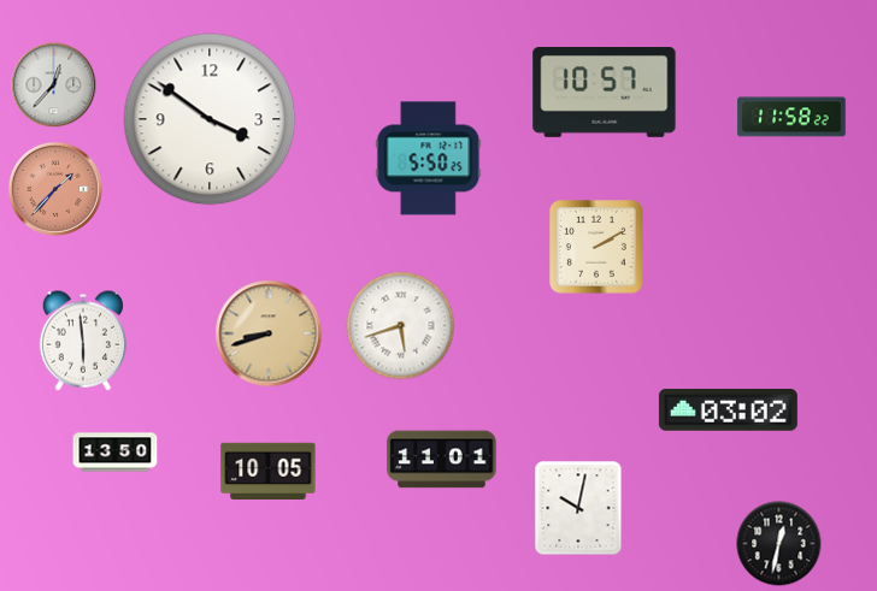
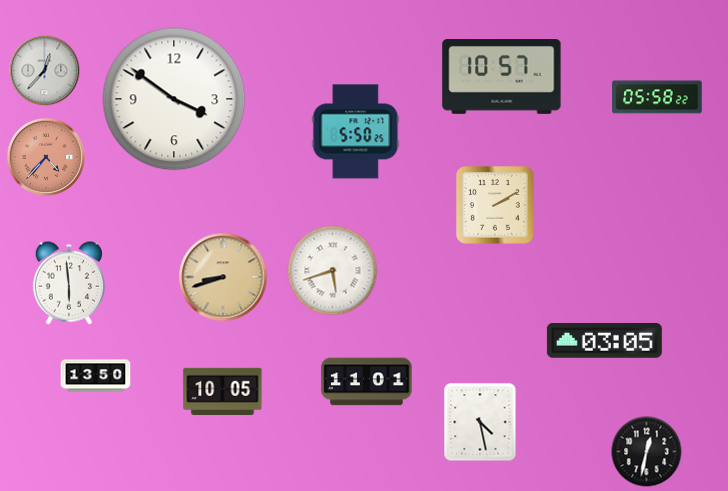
clock at (791, 117): 11:58 -> 05:58
clock at (55, 189): 1:37 -> 4:37
clock at (728, 410): 03:02 -> 03:05
clock at (578, 508): 10:02 -> 4:28
